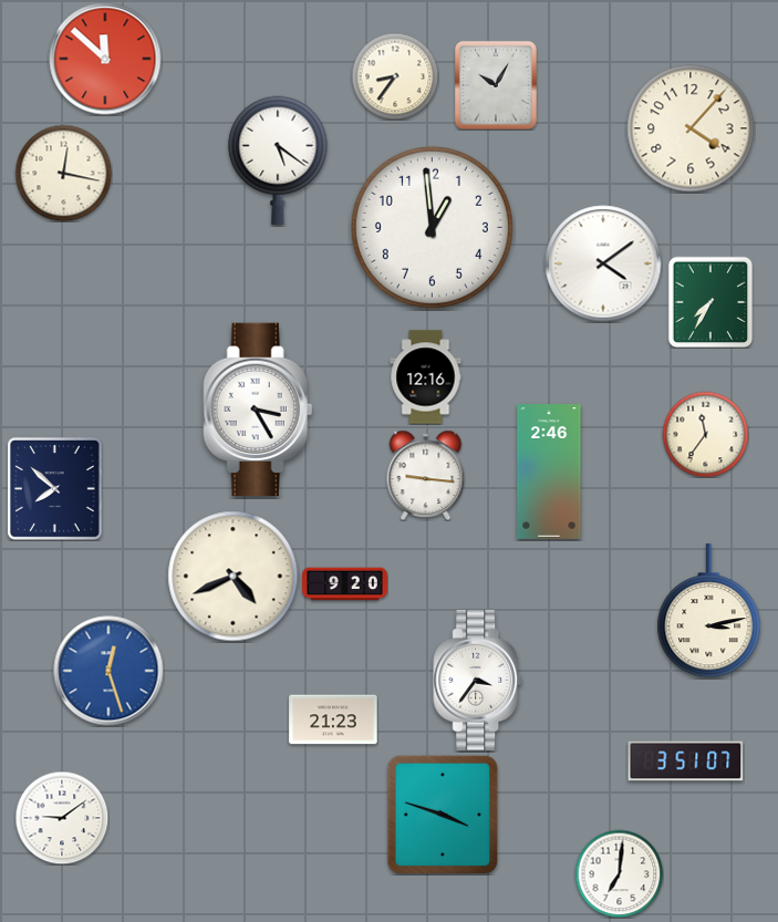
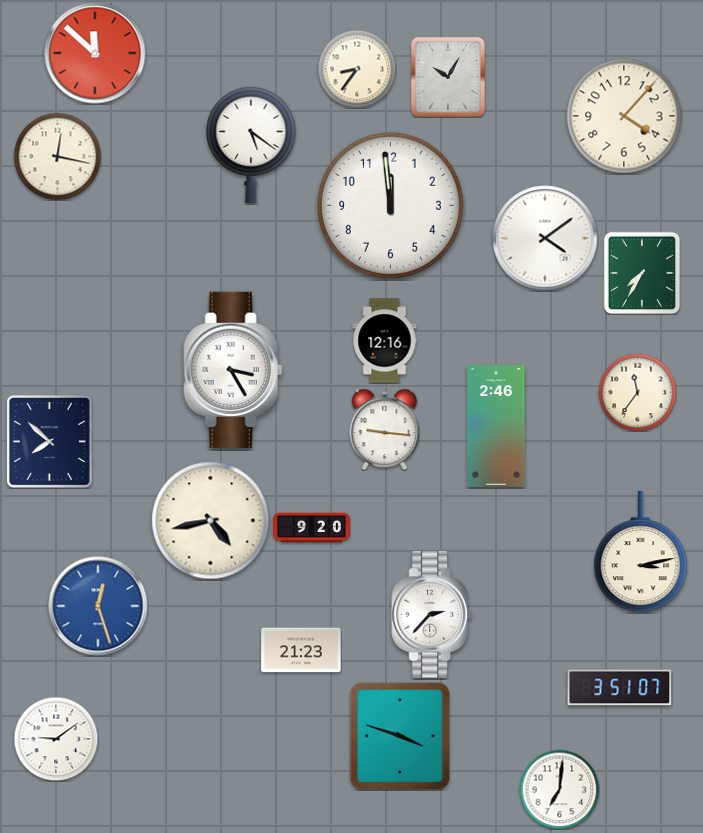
clock at (432, 227): 12:59 -> 11:59
clock at (234, 577): 4:41 -> 4:43
clock at (477, 681): 3:36 -> 2:37
